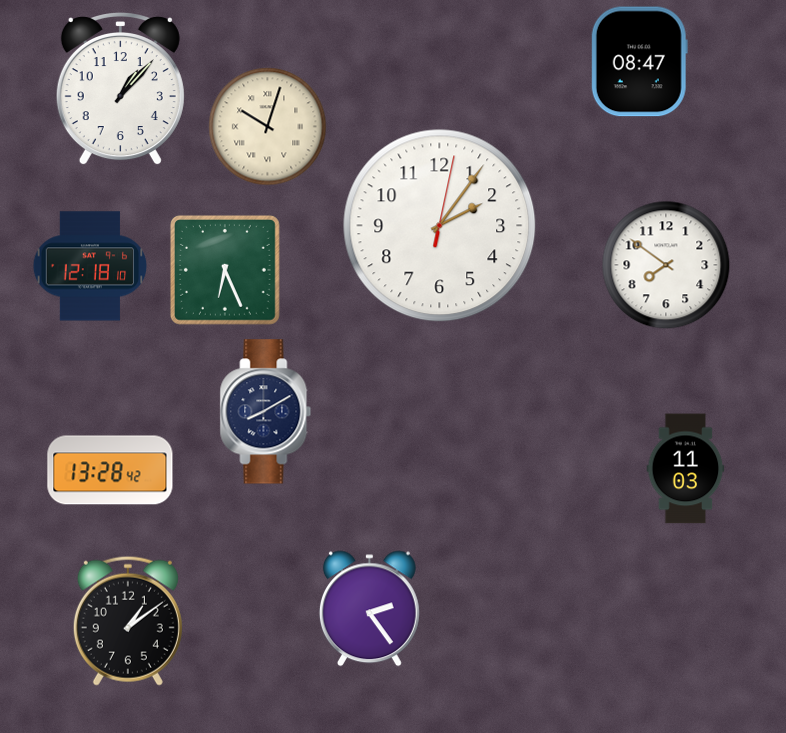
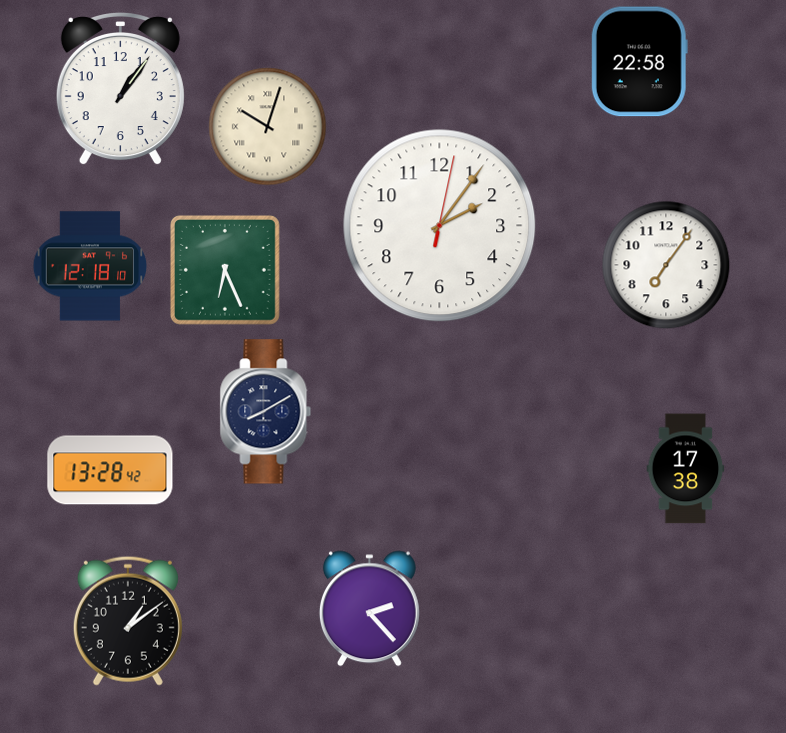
clock at (639, 62): 08:47 -> 22:58
clock at (120, 90): 1:07 -> 1:06
clock at (666, 265): 7:51 -> 7:06
clock at (686, 469): 11:03 -> 17:38
clock at (369, 609): 2:24 -> 2:23
